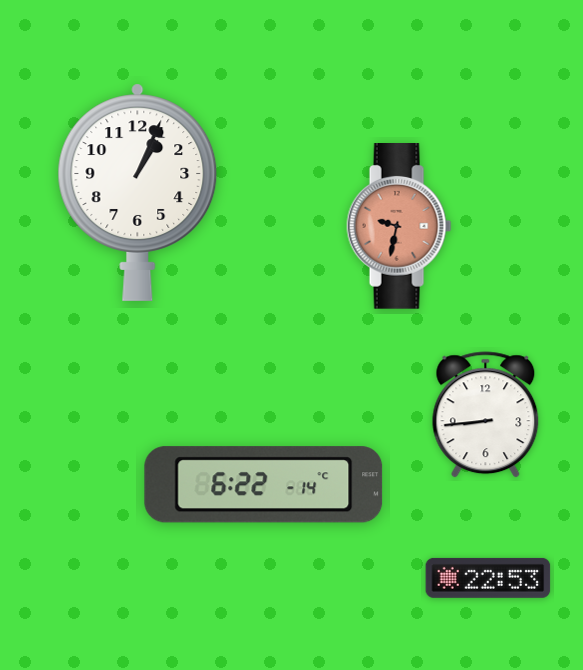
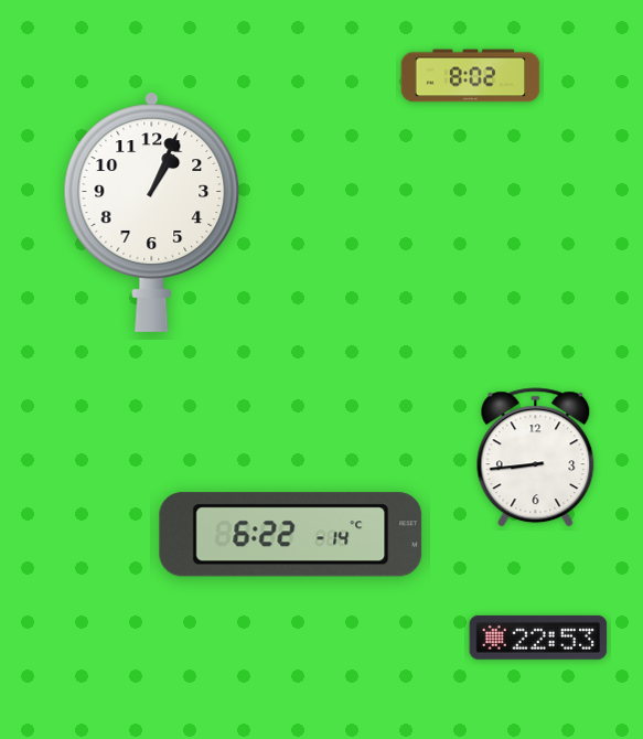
clock at (471, 76): none -> 8:02
clock at (399, 227): 9:32 -> none
